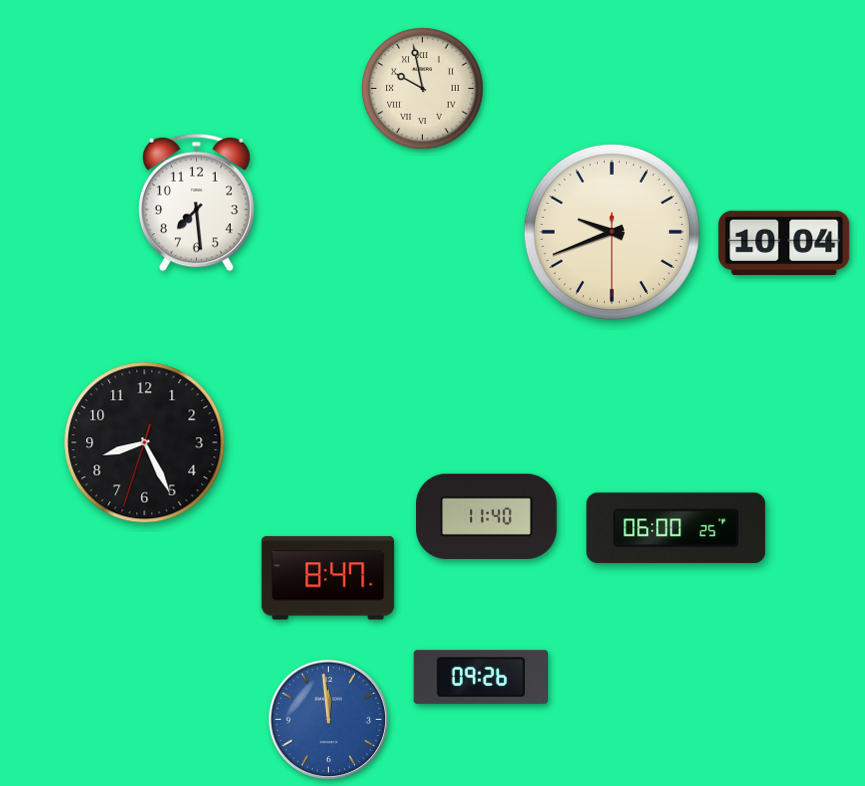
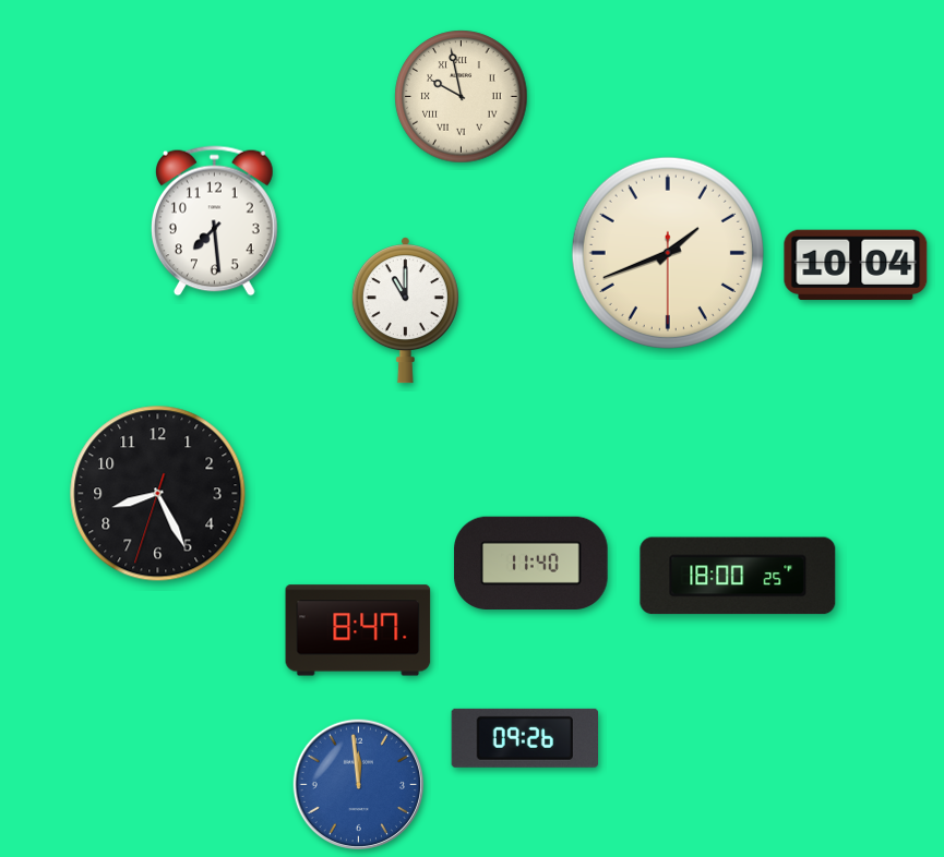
clock at (612, 232): 9:41 -> 1:41
clock at (405, 311): none -> 11:00
clock at (145, 443) position: (145, 443) -> (158, 494)
clock at (676, 528): 06:00 -> 18:00
